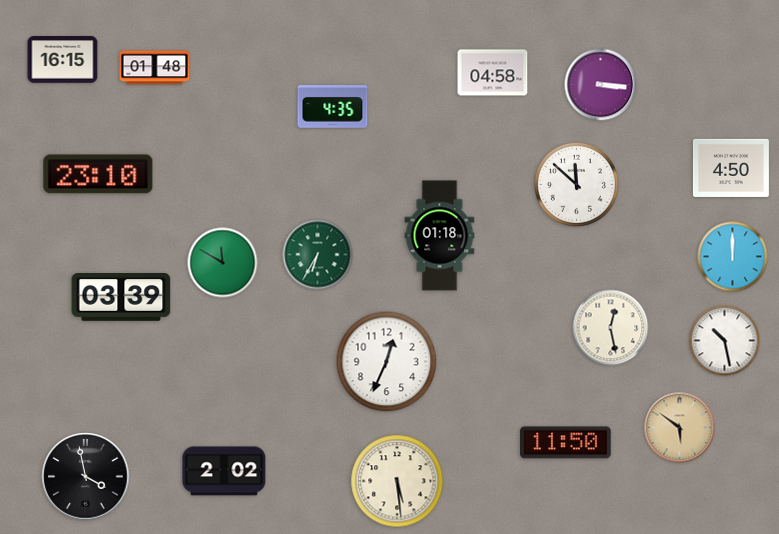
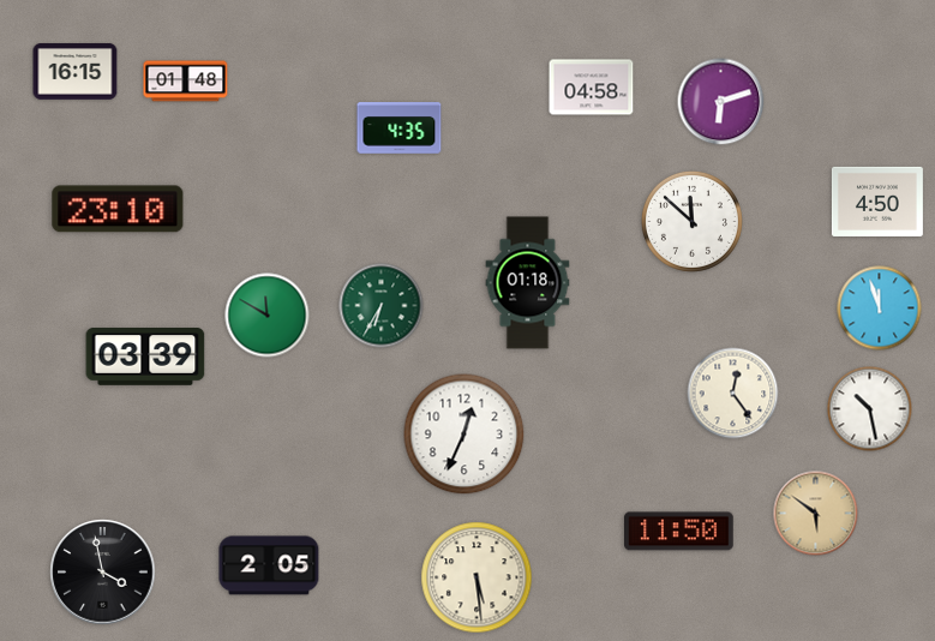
clock at (601, 85): 3:16 -> 6:12
clock at (733, 257): 12:00 -> 11:57
clock at (611, 328): 12:28 -> 12:24
clock at (224, 471): 2:02 -> 2:05
